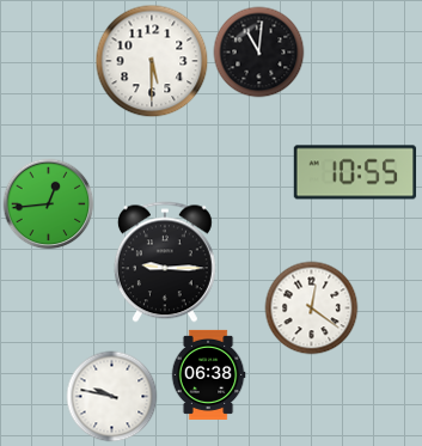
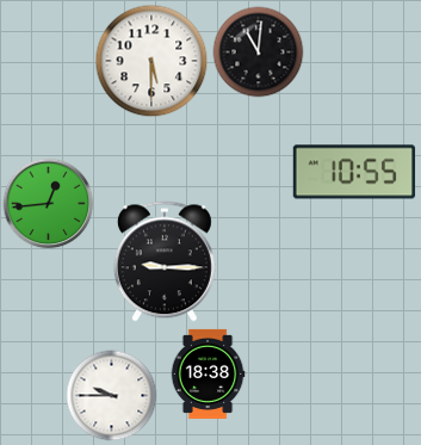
clock at (312, 308): 12:21 -> none
clock at (208, 374): 06:38 -> 18:38
clock at (112, 397): 9:47 -> 9:45
